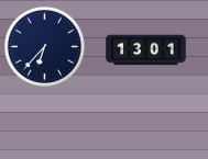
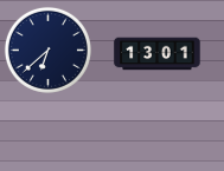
clock at (44, 46): 6:37 -> 6:38
